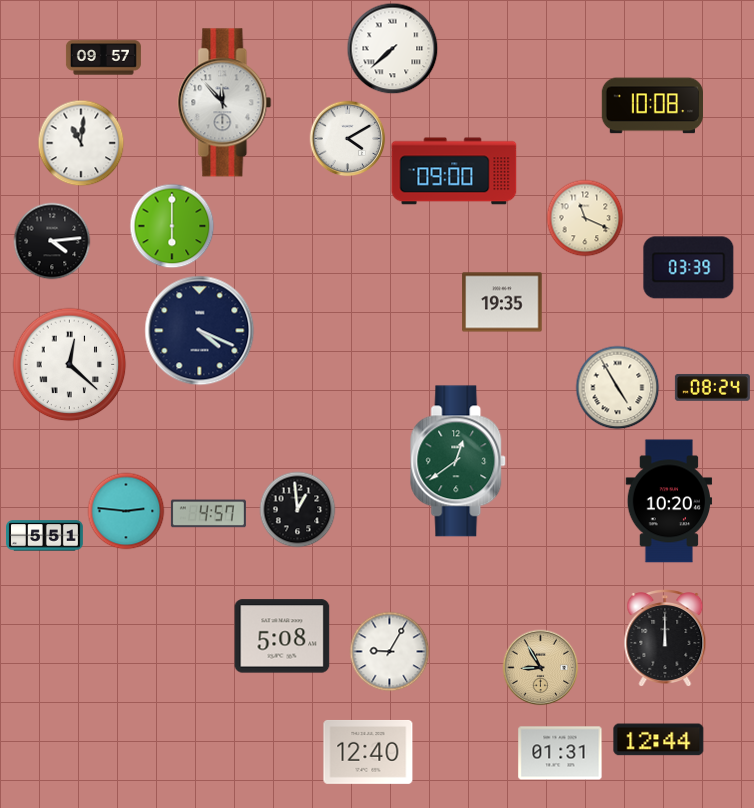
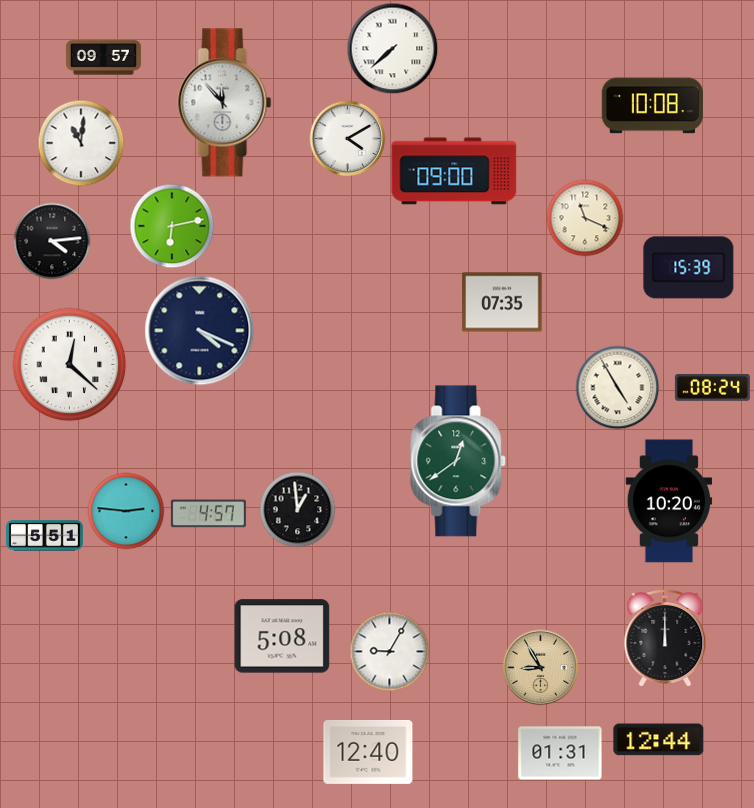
clock at (172, 226): 6:00 -> 6:13
clock at (689, 268): 03:39 -> 15:39
clock at (502, 302): 19:35 -> 07:35
